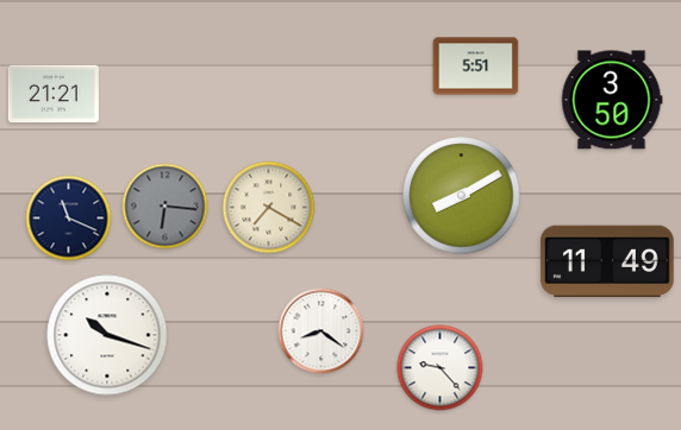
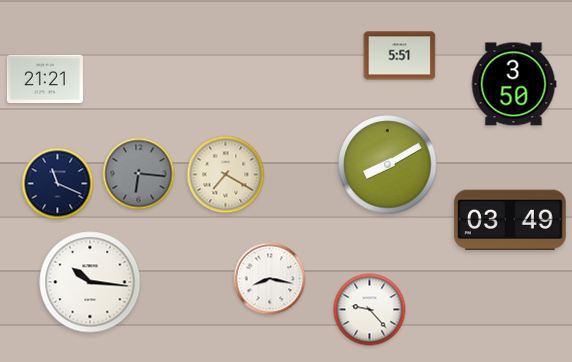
clock at (607, 261): 11:49 -> 03:49
clock at (321, 331): 8:21 -> 8:17
clock at (107, 335): 10:18 -> 10:16
